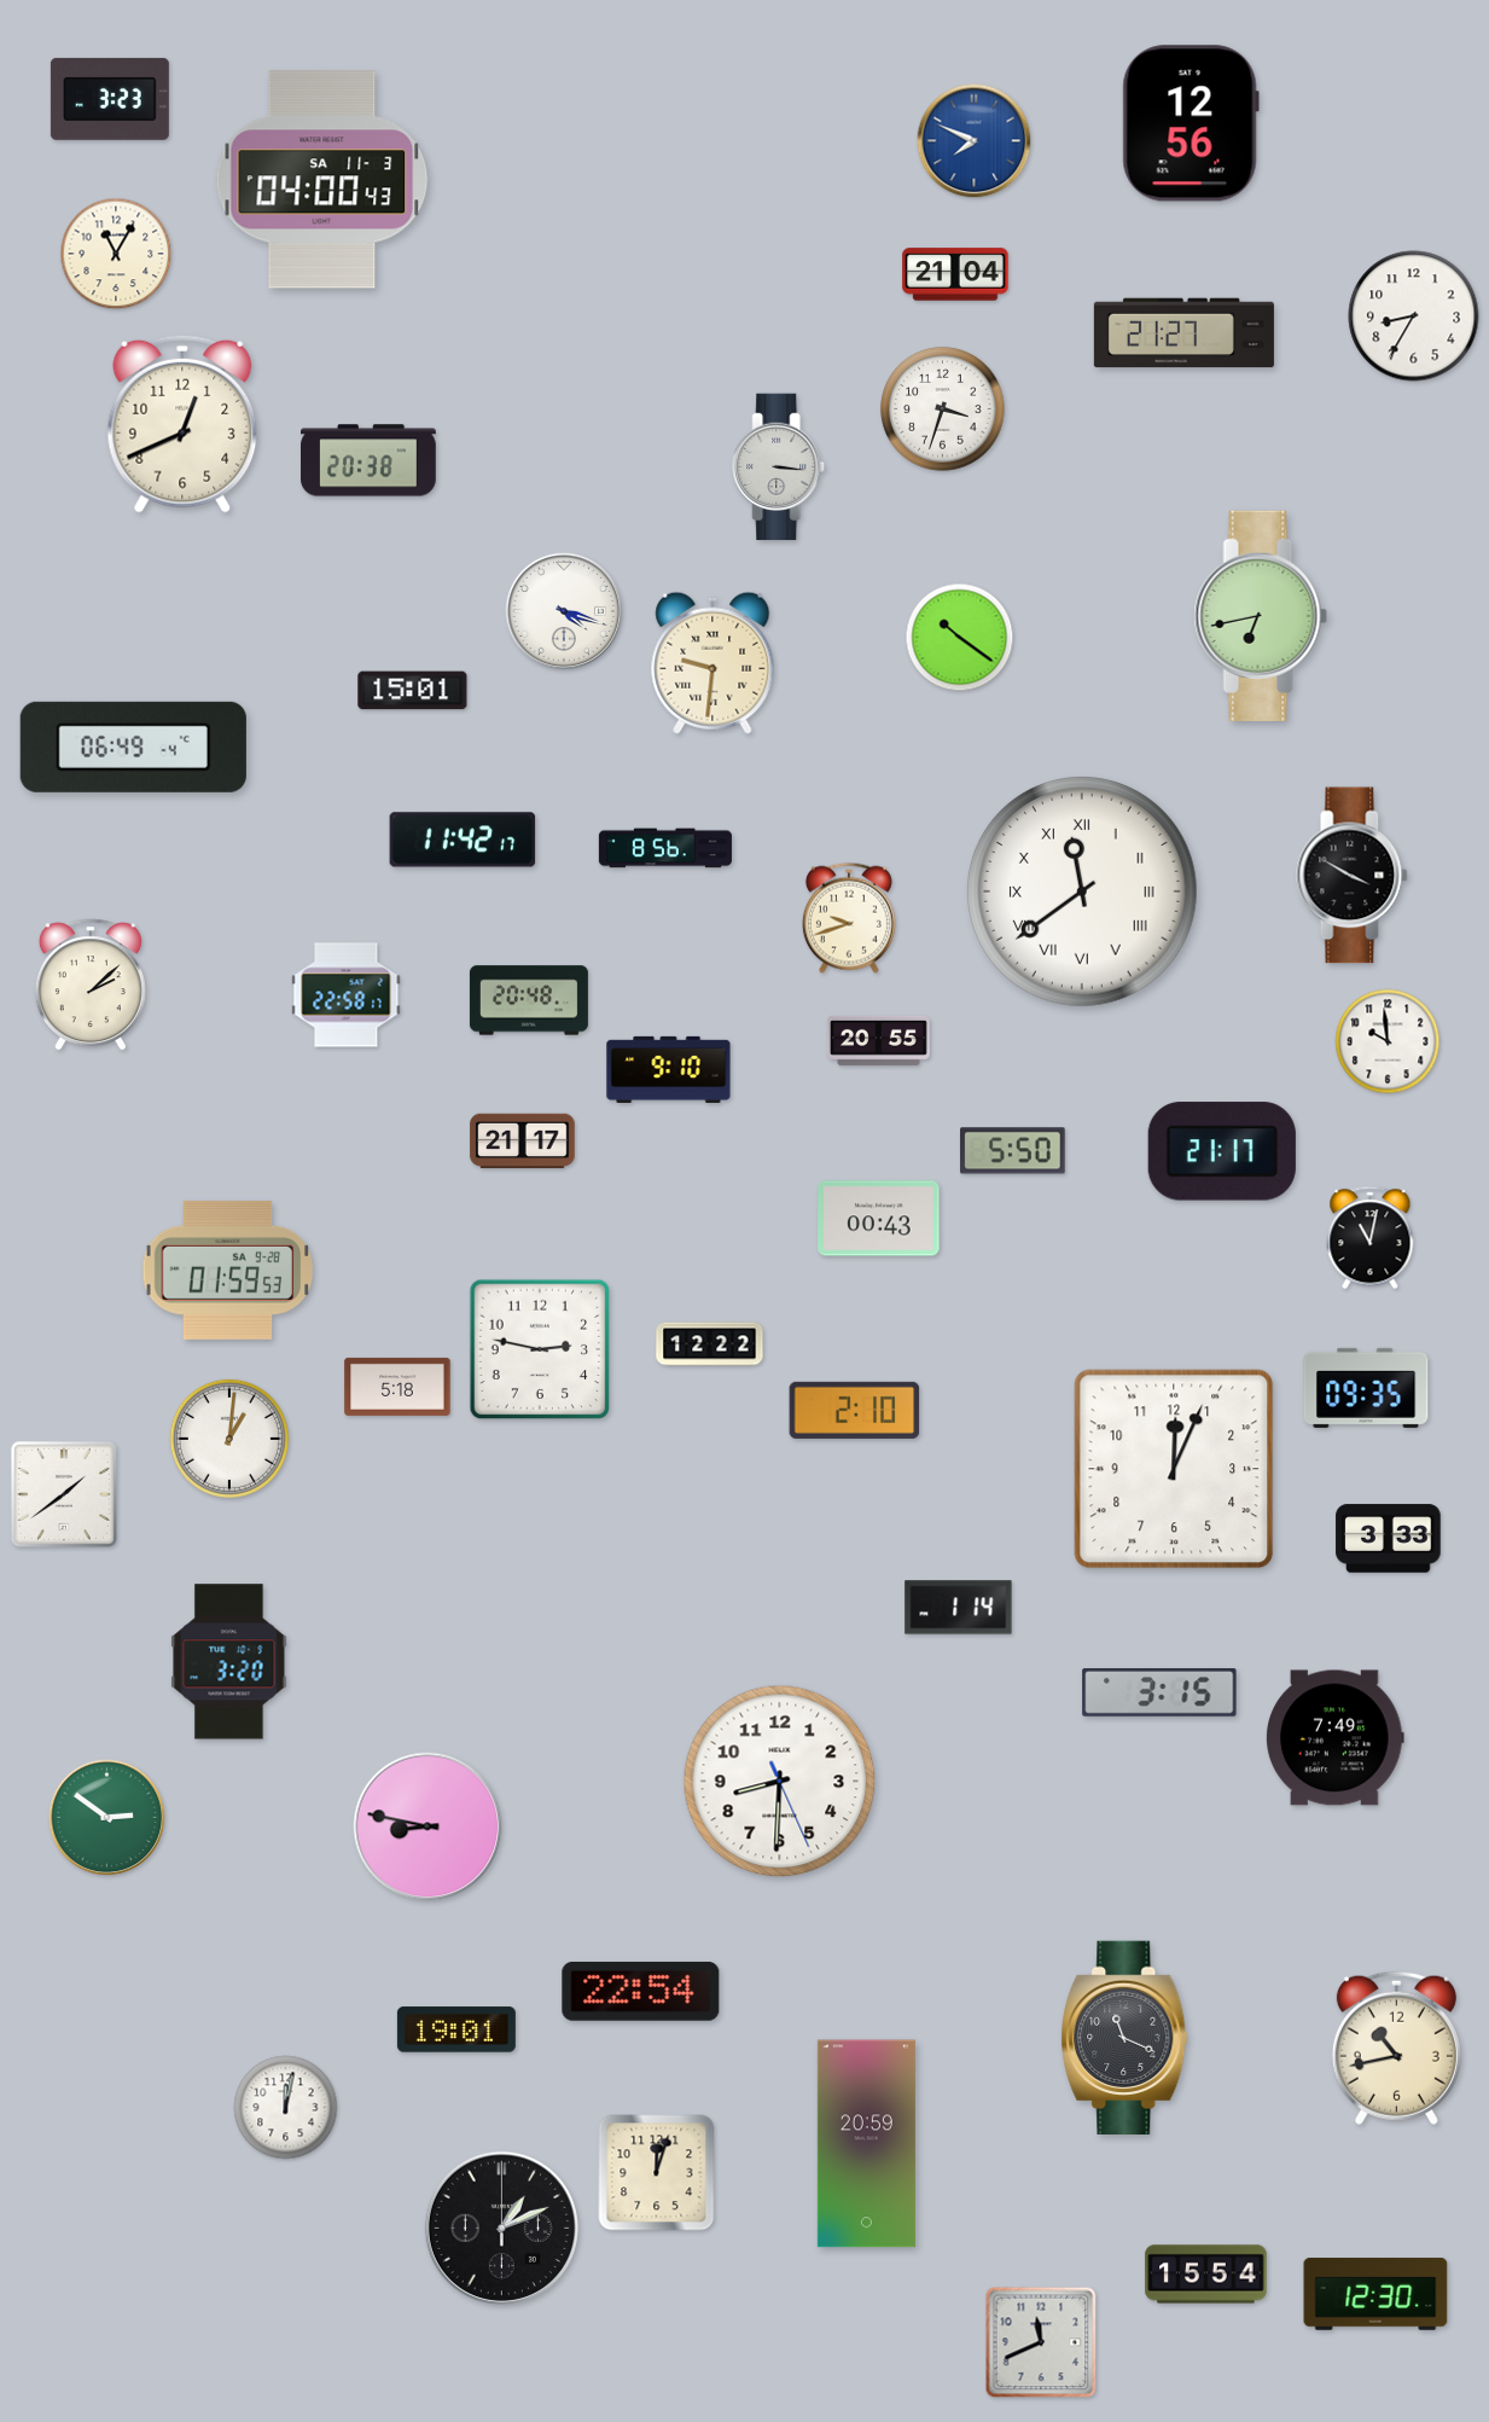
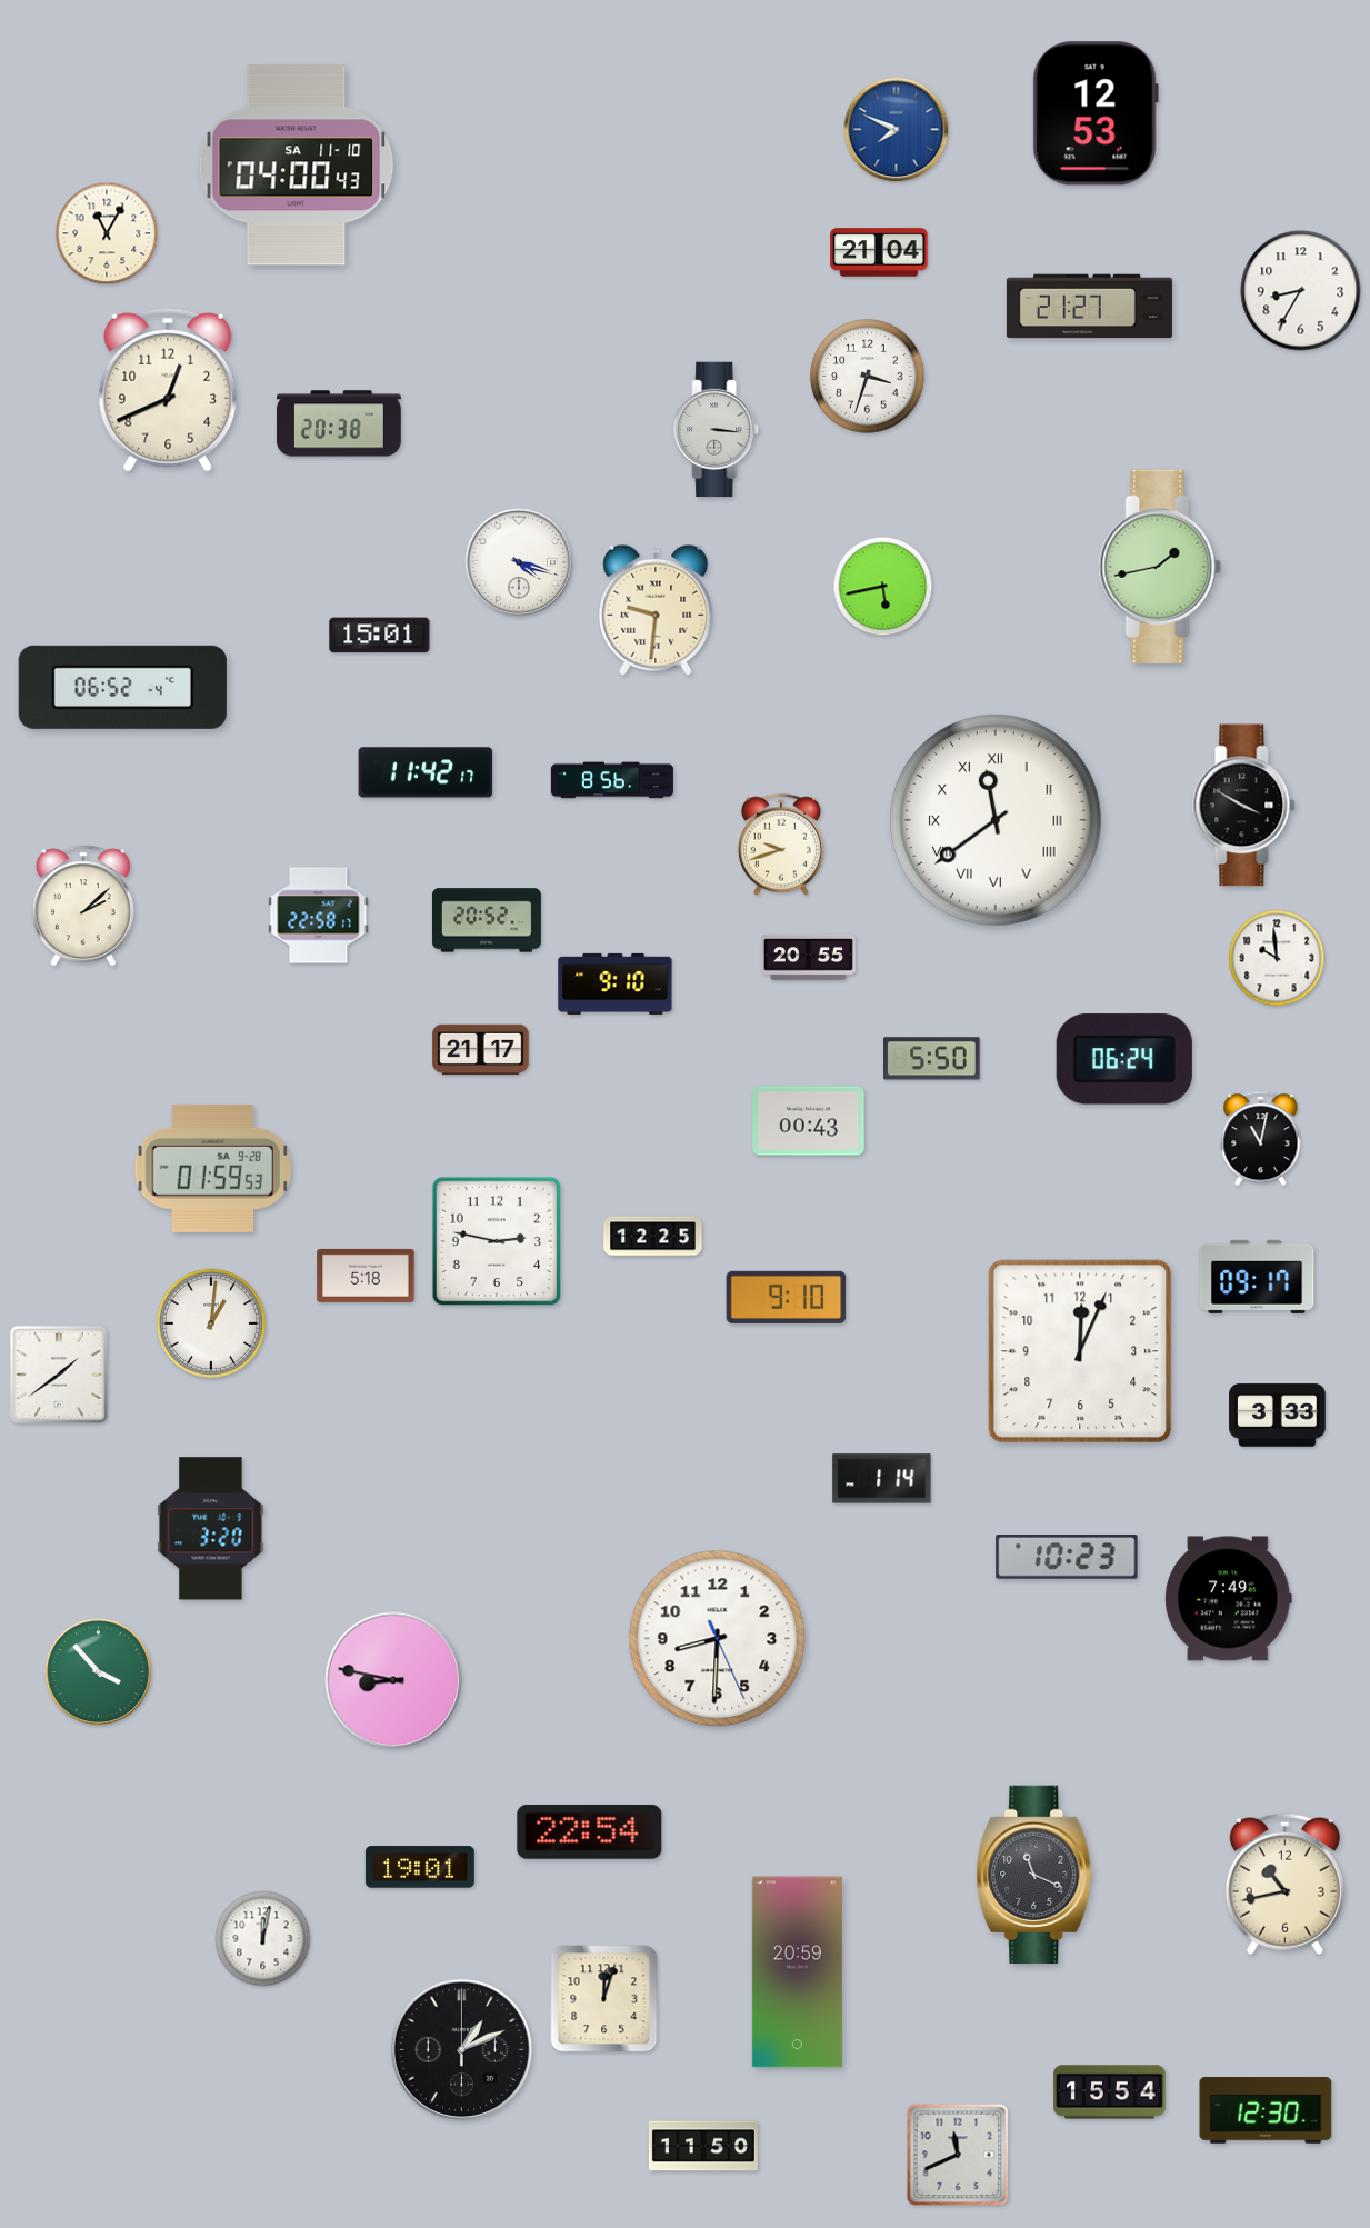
clock at (110, 99): 3:23 -> none
clock at (1191, 123): 12:56 -> 12:53
clock at (322, 180) date: SA 11-3 -> SA 11-10
clock at (1261, 616): 6:43 -> 1:43
clock at (960, 638): 10:21 -> 5:43
clock at (133, 747): 06:49 -> 06:52
clock at (529, 1000): 20:48 -> 20:52
clock at (1222, 1151): 21:17 -> 06:24
clock at (228, 1270) position: (228, 1270) -> (213, 1168)
clock at (710, 1344): 12:22 -> 12:25
clock at (1366, 1388): 09:35 -> 09:17
clock at (855, 1410): 2:10 -> 9:10
clock at (1159, 1694): 3:15 -> 10:23
clock at (107, 1818): 2:51 -> 3:53
clock at (703, 2146): none -> 11:50
